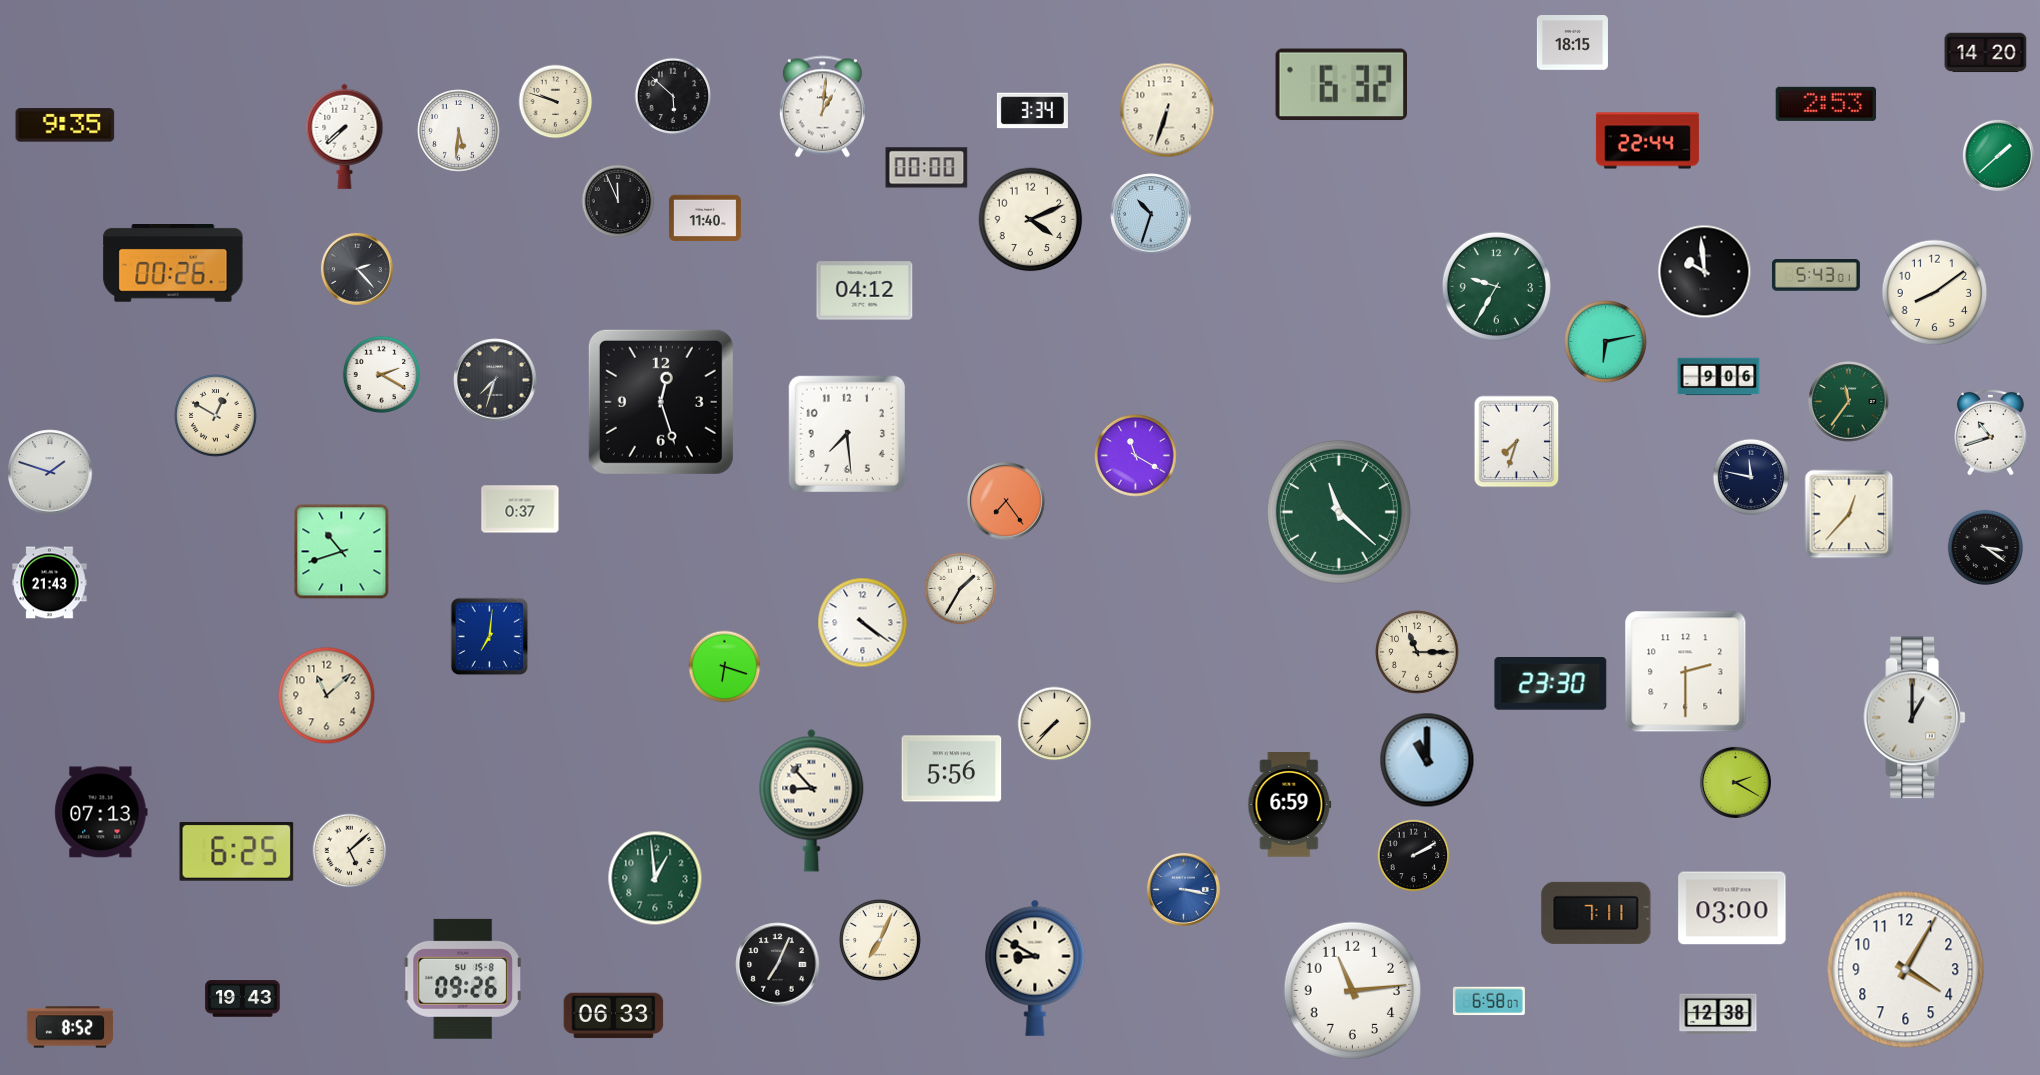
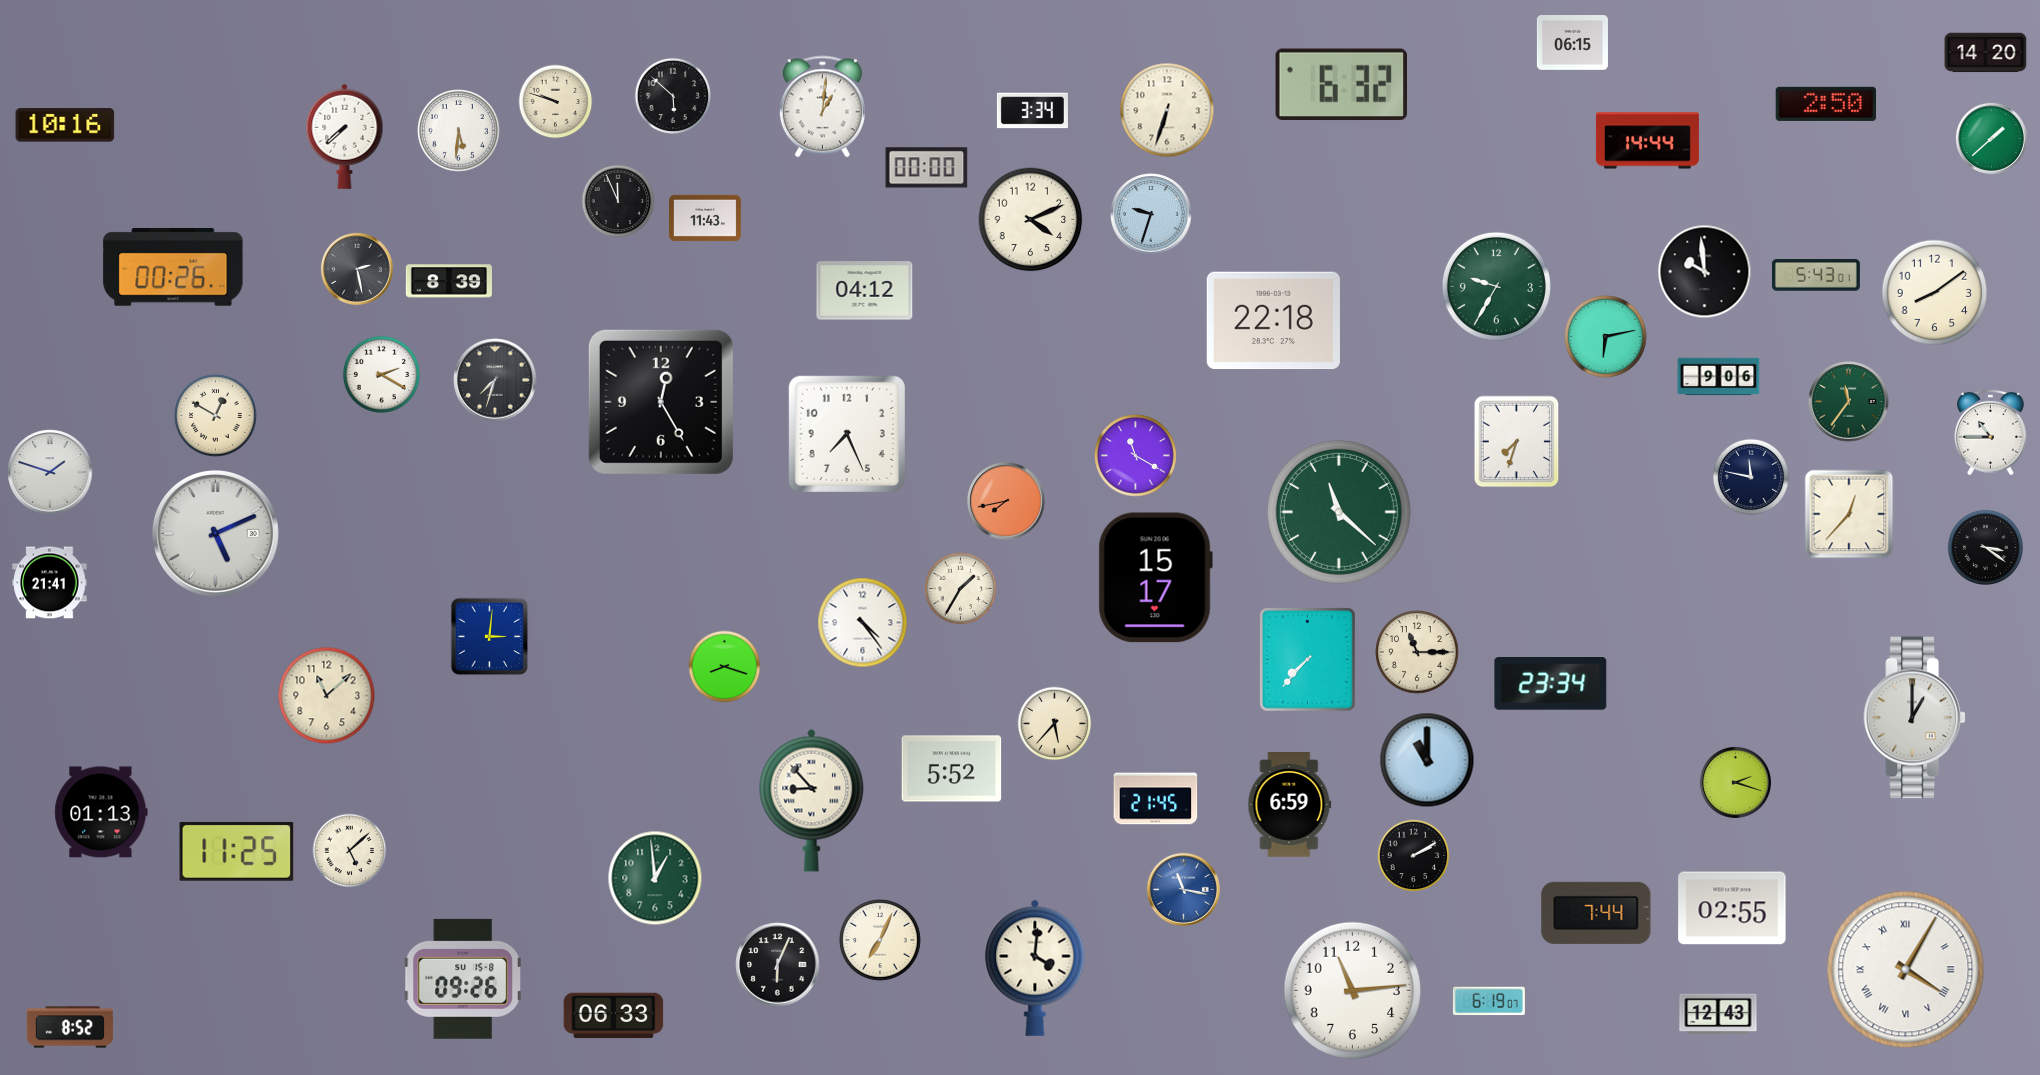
clock at (1572, 43): 18:15 -> 06:15
clock at (1826, 104): 2:53 -> 2:50
clock at (65, 125): 9:35 -> 10:16
clock at (1647, 141): 22:44 -> 14:44
clock at (1998, 155) position: (1998, 155) -> (1991, 138)
clock at (1151, 214): 10:33 -> 9:33
clock at (705, 218): 11:40 -> 11:43
clock at (173, 264) position: (173, 264) -> (173, 268)
clock at (357, 269): 2:23 -> 2:28
clock at (449, 281): none -> 8:39
clock at (1273, 321): none -> 22:18
clock at (1606, 342) position: (1606, 342) -> (1606, 337)
clock at (661, 402): 12:27 -> 12:25
clock at (1991, 432): 10:42 -> 10:45
clock at (847, 434): 7:29 -> 7:26
clock at (1007, 502): 7:24 -> 7:43
clock at (520, 509): 0:37 -> none
clock at (215, 533): none -> 5:11
clock at (342, 552): 10:42 -> none
clock at (1155, 578): none -> 15:17
clock at (50, 583): 21:43 -> 21:41
clock at (863, 623): 4:21 -> 4:24
clock at (490, 637): 7:01 -> 3:01
clock at (1308, 660): none -> 7:37
clock at (725, 667): 6:18 -> 8:18
clock at (1686, 672): 2:30 -> none
clock at (1551, 684): 23:30 -> 23:34
clock at (1055, 724): 7:37 -> 5:37
clock at (952, 769): 5:56 -> 5:52
clock at (1735, 782): 2:20 -> 2:18
clock at (1156, 799): none -> 21:45
clock at (101, 812): 07:13 -> 01:13
clock at (237, 852): 6:25 -> 11:25
clock at (1183, 889): 3:17 -> 11:17
clock at (1732, 908): 03:00 -> 02:55
clock at (1596, 913): 7:11 -> 7:44
clock at (778, 965): 7:04 -> 6:04
clock at (1035, 968): 8:50 -> 4:01
clock at (1906, 970) numerals: Arabic -> Roman
clock at (243, 999): 19:43 -> none
clock at (1489, 1001): 6:58 -> 6:19
clock at (1718, 1014): 12:38 -> 12:43
